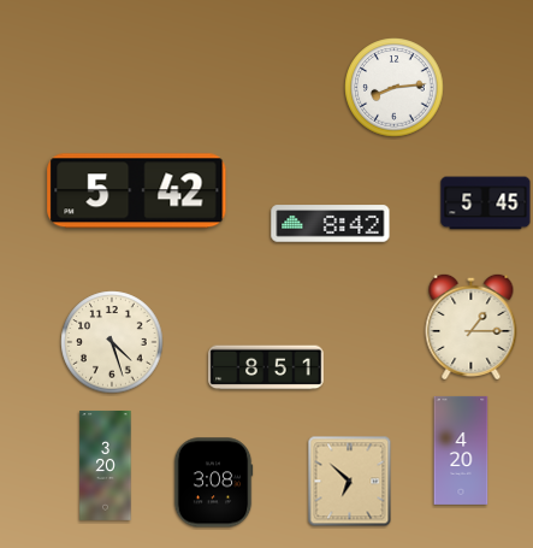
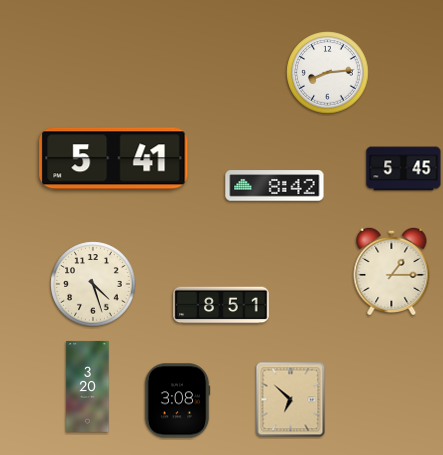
clock at (137, 191): 5:42 -> 5:41
clock at (461, 450): 4:20 -> none
